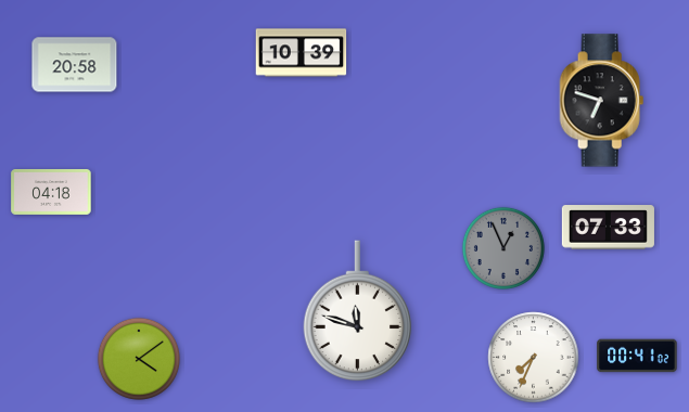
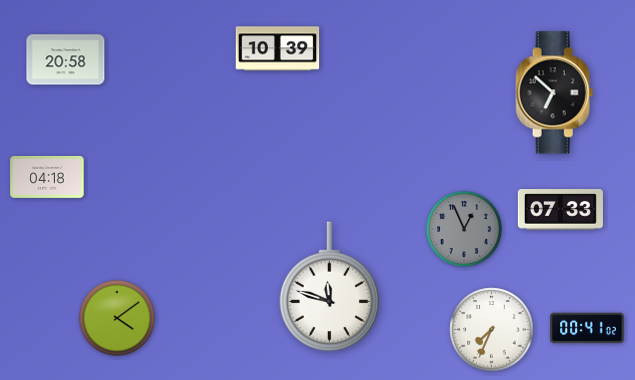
clock at (75, 65) position: (75, 65) -> (66, 60)
clock at (602, 101): 6:48 -> 6:52
clock at (139, 359) position: (139, 359) -> (117, 318)
